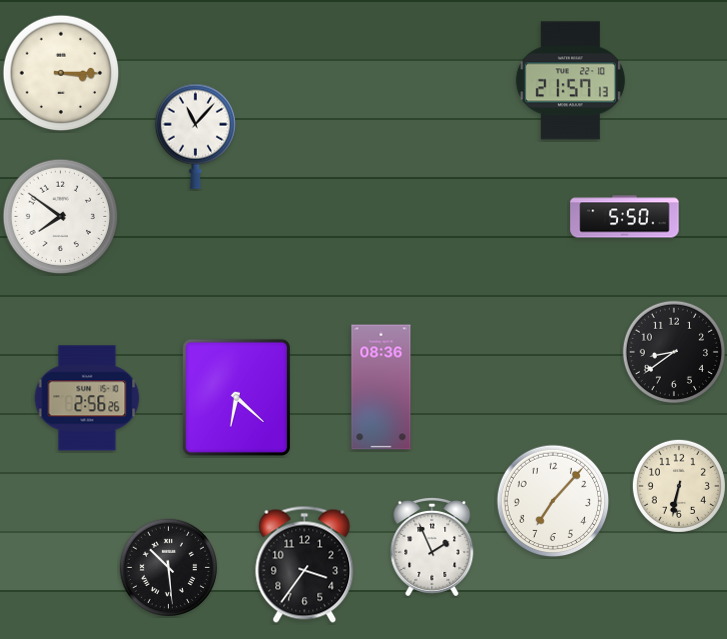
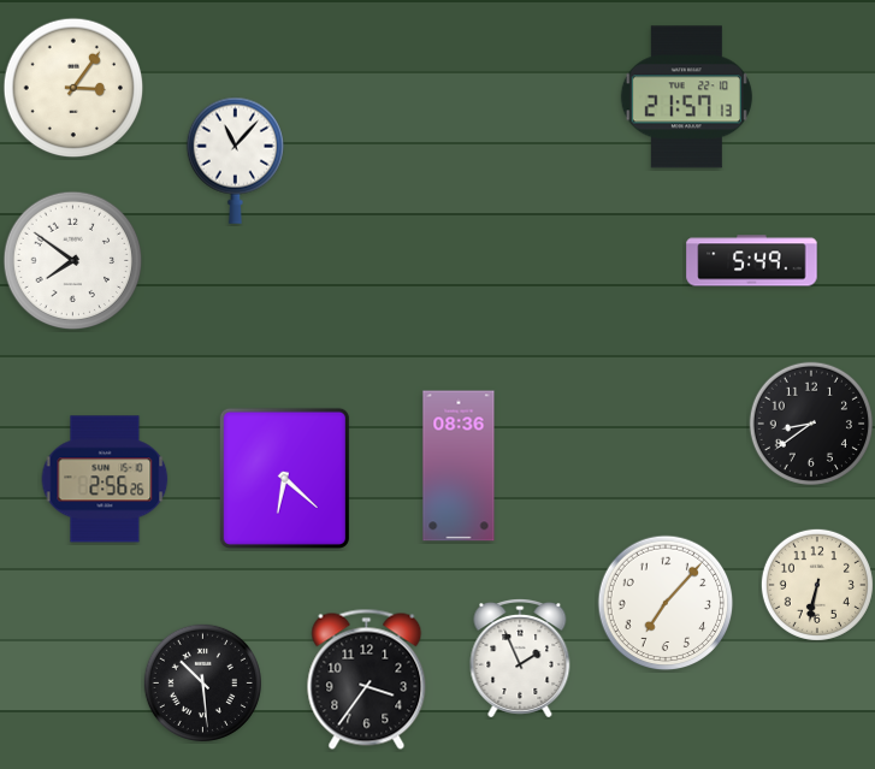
clock at (61, 73): 3:15 -> 3:06
clock at (195, 136) position: (195, 136) -> (235, 160)
clock at (625, 217): 5:50 -> 5:49
